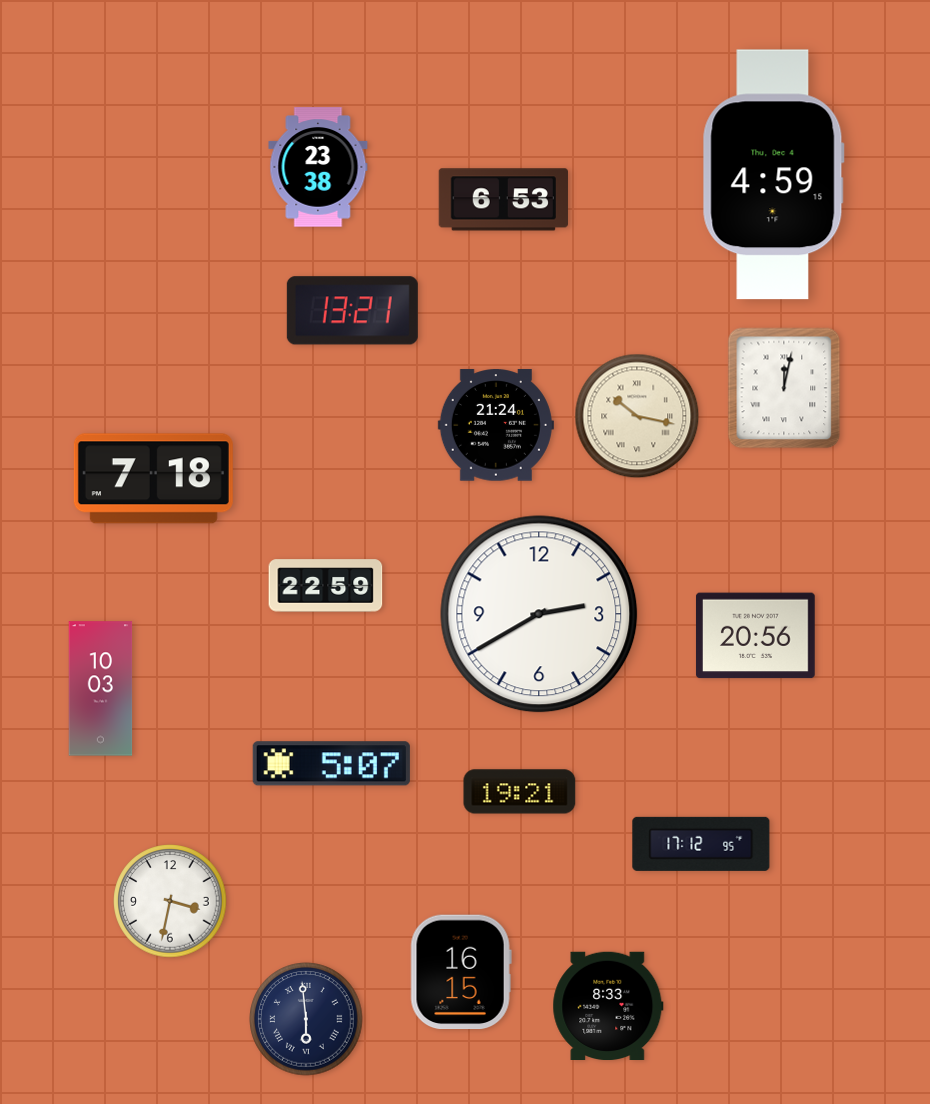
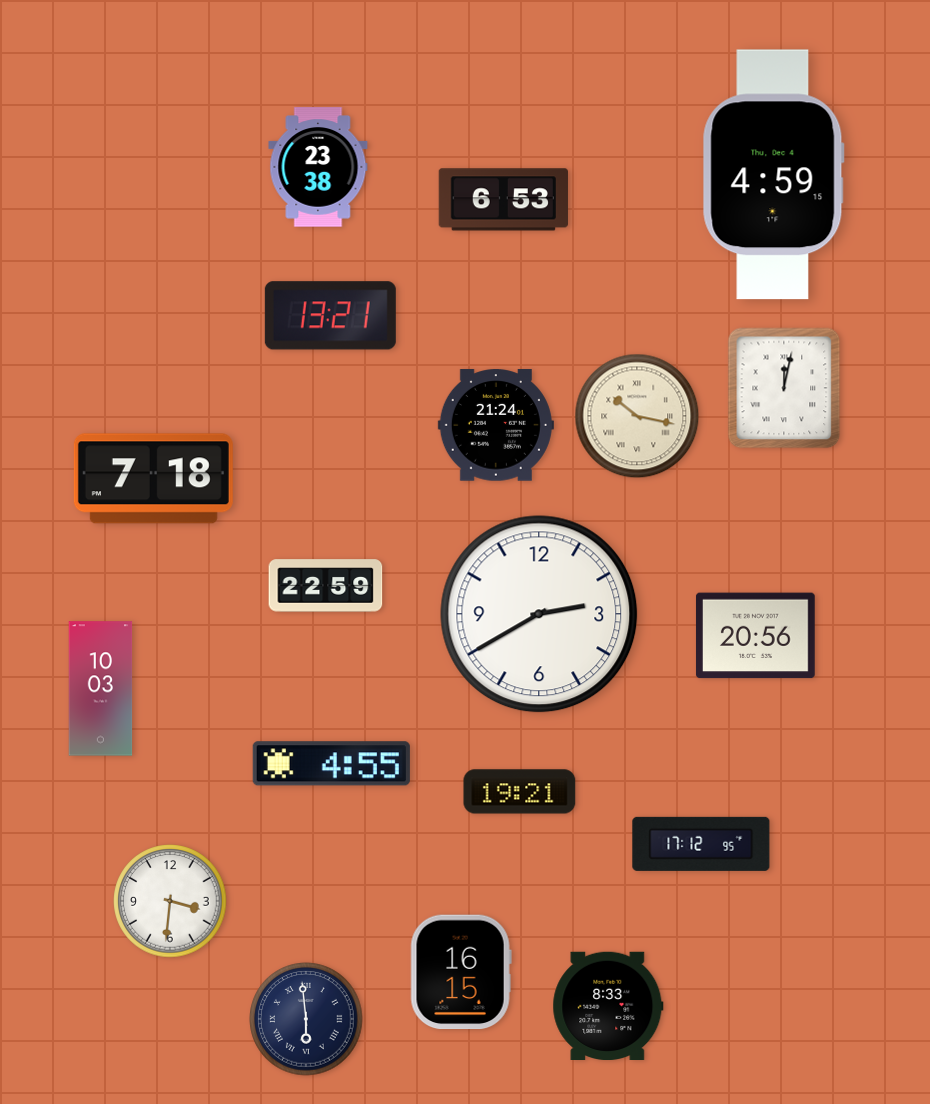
clock at (352, 311) position: (352, 311) -> (330, 316)
clock at (331, 764): 5:07 -> 4:55
clock at (170, 901): 3:32 -> 3:31
